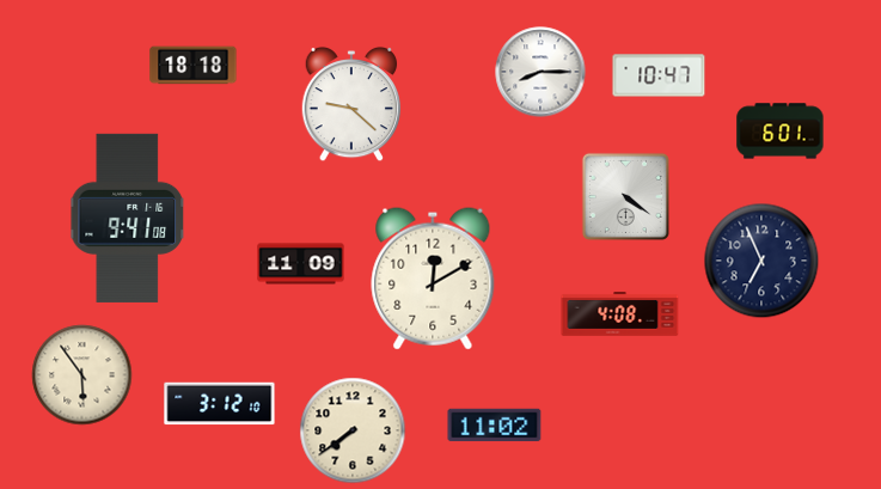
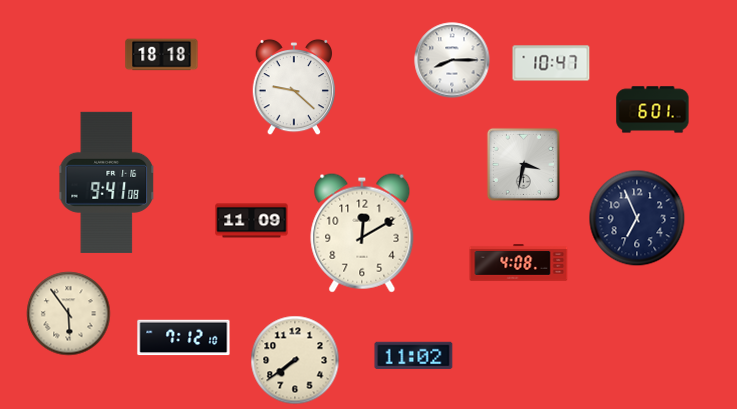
clock at (625, 196): 4:21 -> 3:32
clock at (220, 404): 3:12 -> 7:12
